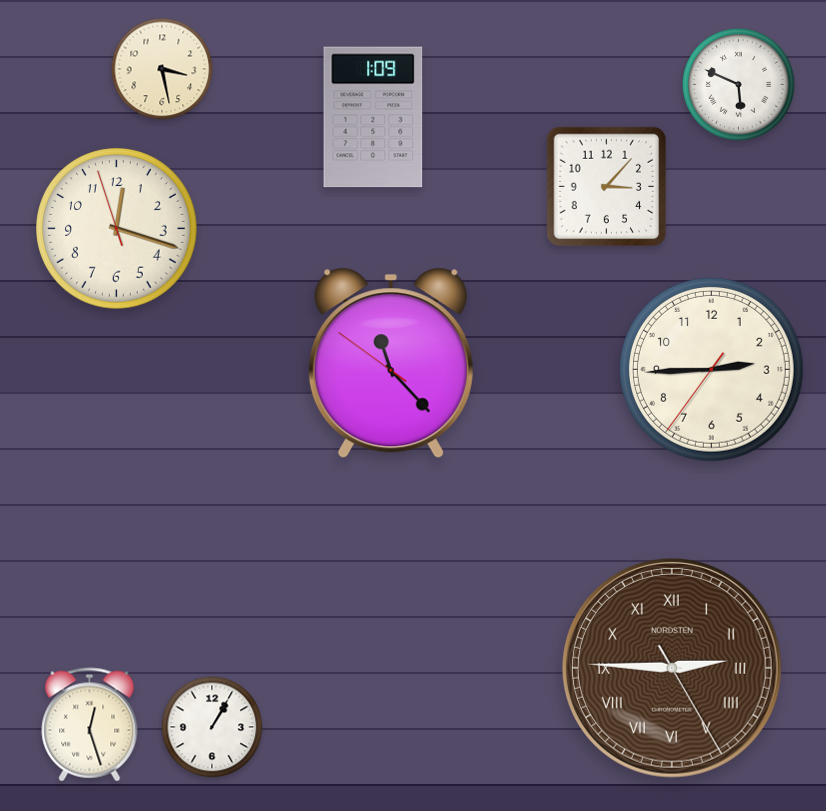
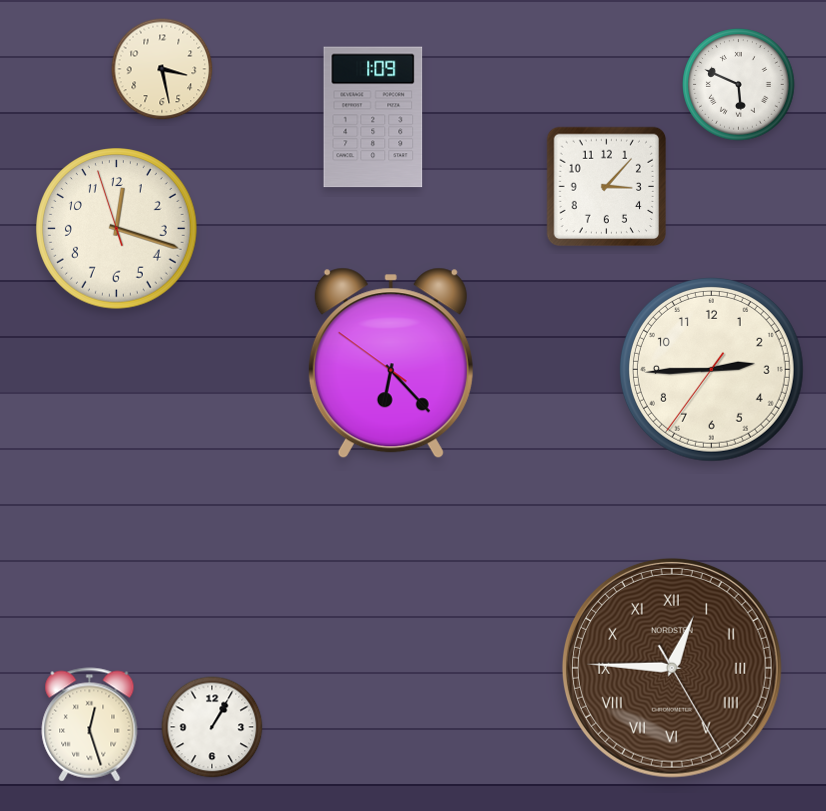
clock at (391, 363): 11:22 -> 6:22
clock at (672, 668): 2:45 -> 12:45
